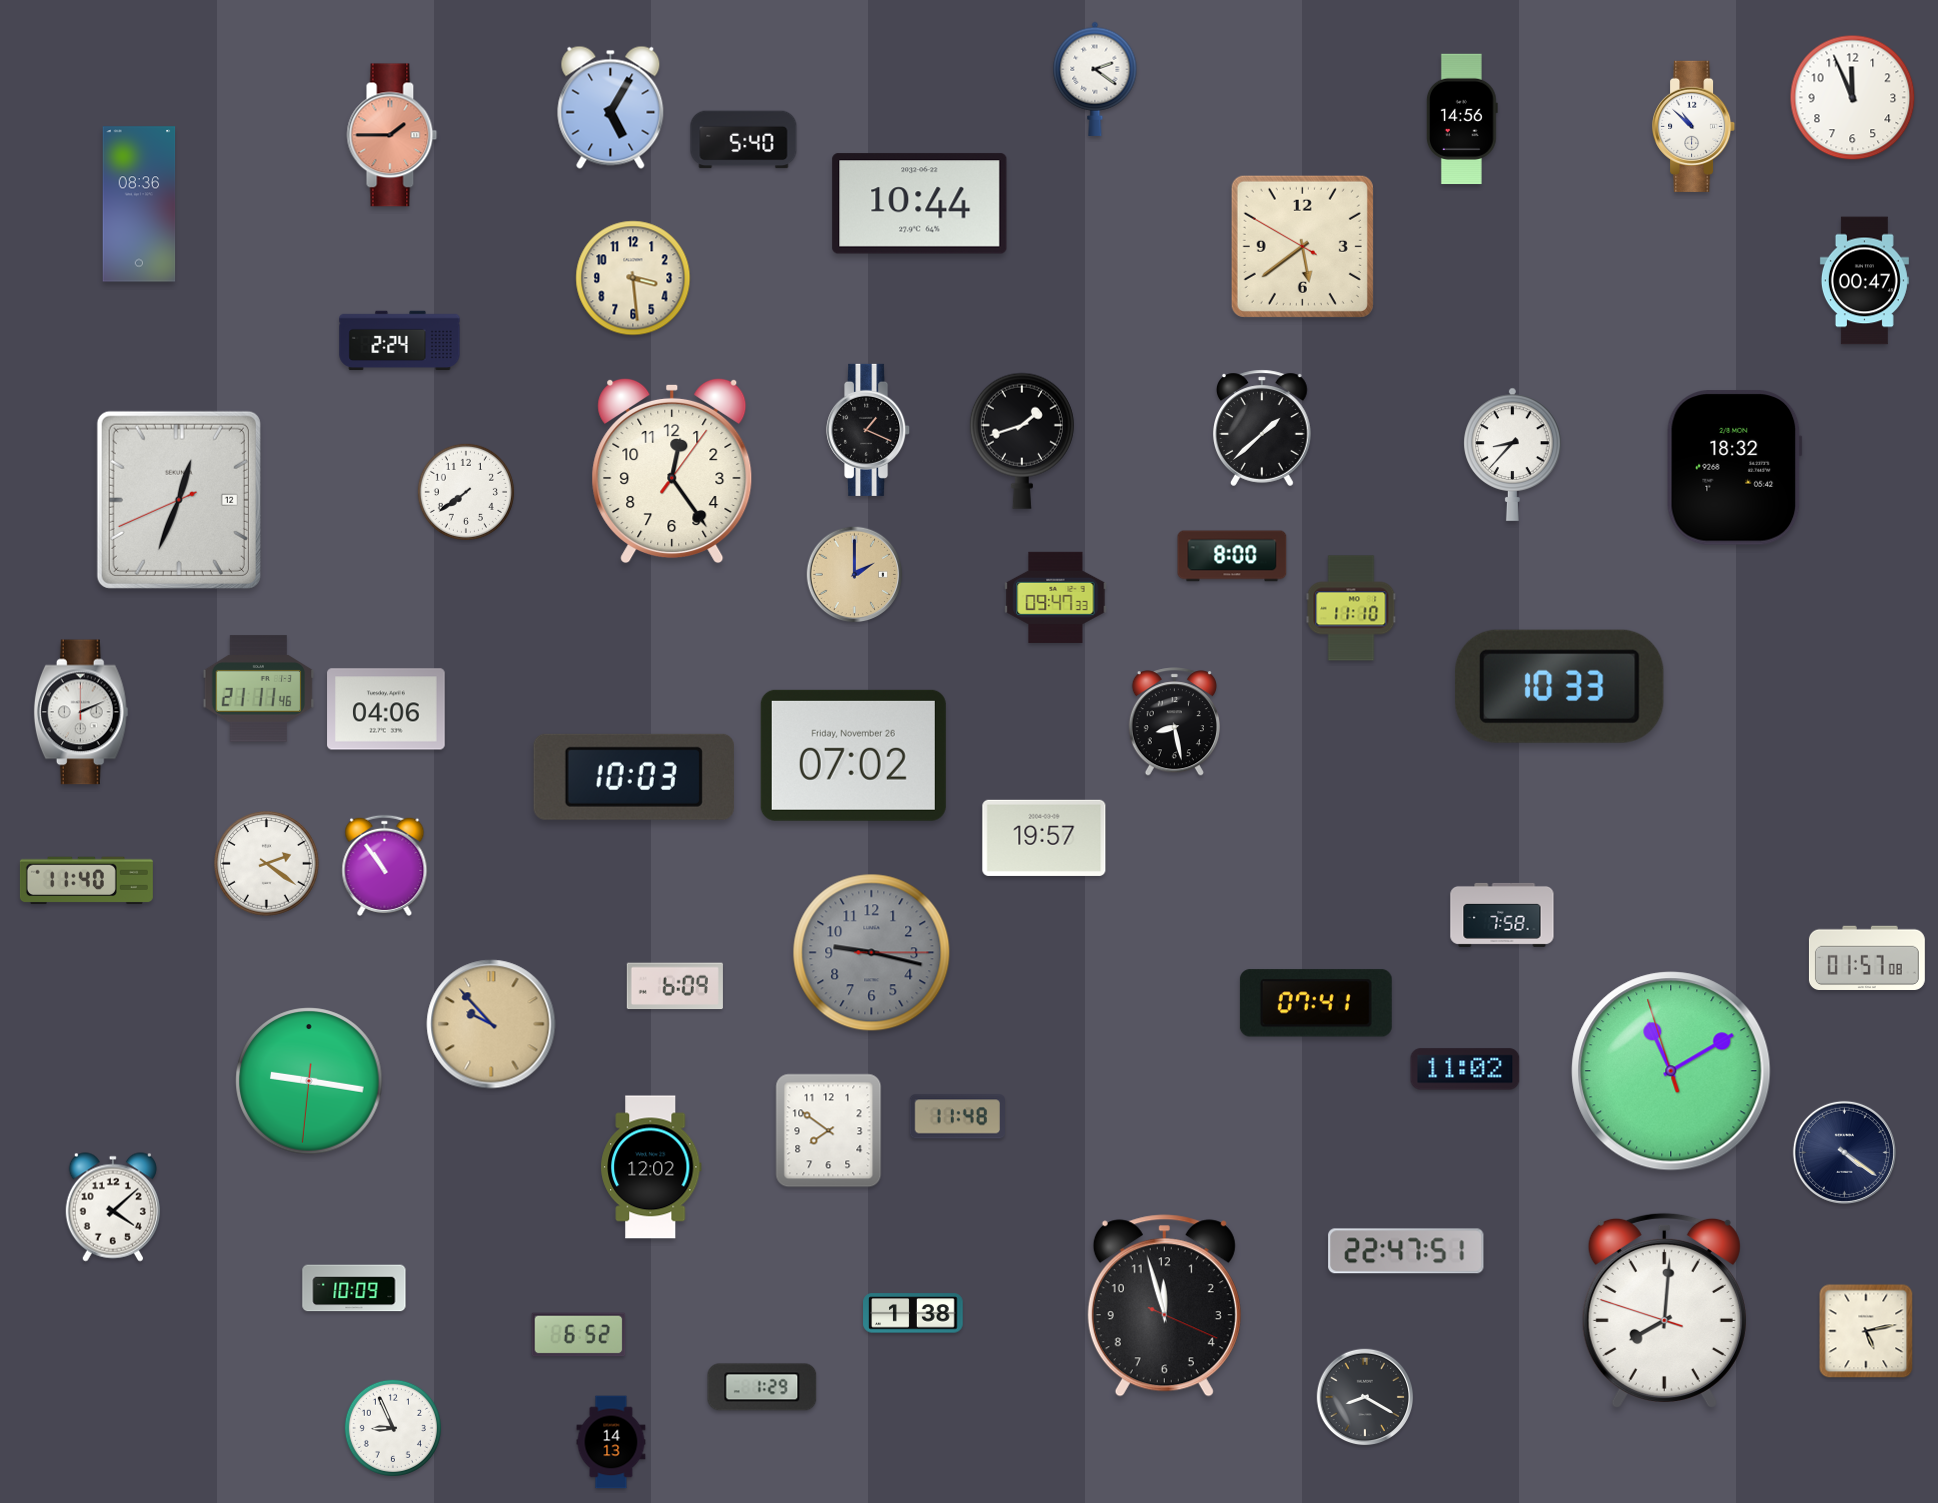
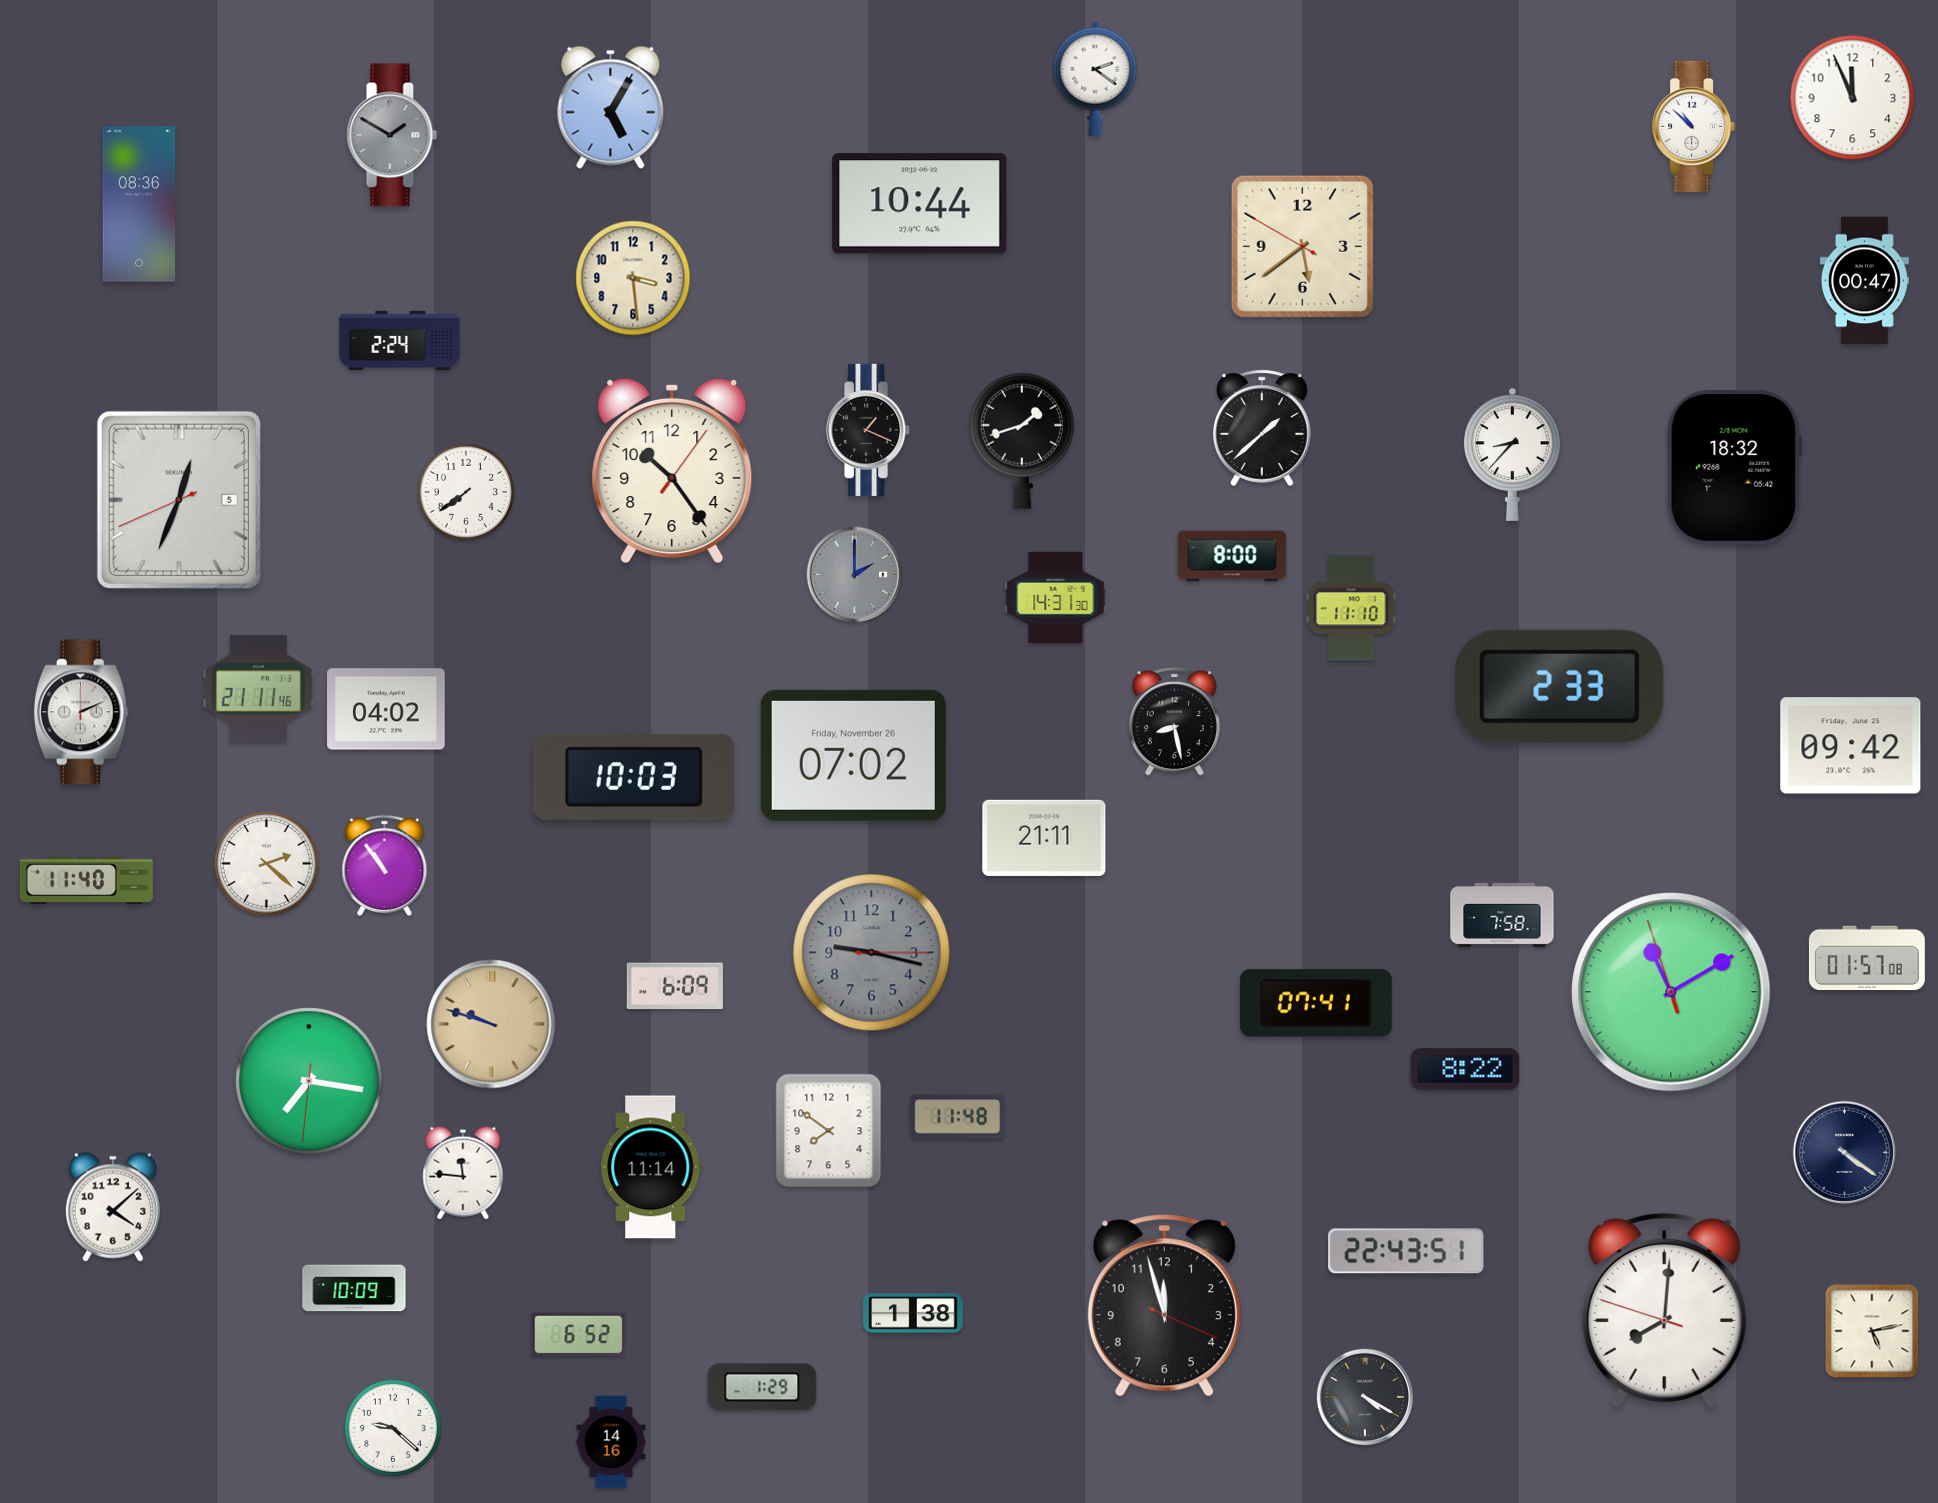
clock at (1462, 119): 14:56 -> none
clock at (392, 135): 1:45 -> 1:50
clock at (392, 135) dial: salmon -> grey
clock at (744, 140): 5:40 -> none
clock at (672, 471): 12:24 -> 10:24
clock at (179, 500) date: 12 -> 5
clock at (855, 575) dial: champagne -> grey
clock at (1056, 597): 09:47 -> 14:31
clock at (1559, 686): 10:33 -> 2:33
clock at (386, 709): 04:06 -> 04:02
clock at (1851, 746): none -> 09:42
clock at (1044, 838): 19:57 -> 21:11
clock at (267, 864): 2:21 -> 2:22
clock at (491, 1024): 9:53 -> 9:48
clock at (1465, 1069): 11:02 -> 8:22
clock at (1671, 1071) position: (1671, 1071) -> (1671, 992)
clock at (309, 1081): 9:16 -> 7:16
clock at (651, 1167): 12:02 -> 11:14
clock at (463, 1173): none -> 11:46
clock at (1406, 1251): 22:47 -> 22:43
clock at (1866, 1331) position: (1866, 1331) -> (1872, 1331)
clock at (1365, 1397): 8:20 -> 4:20
clock at (393, 1428): 8:56 -> 9:22
clock at (611, 1442): 14:13 -> 14:16
